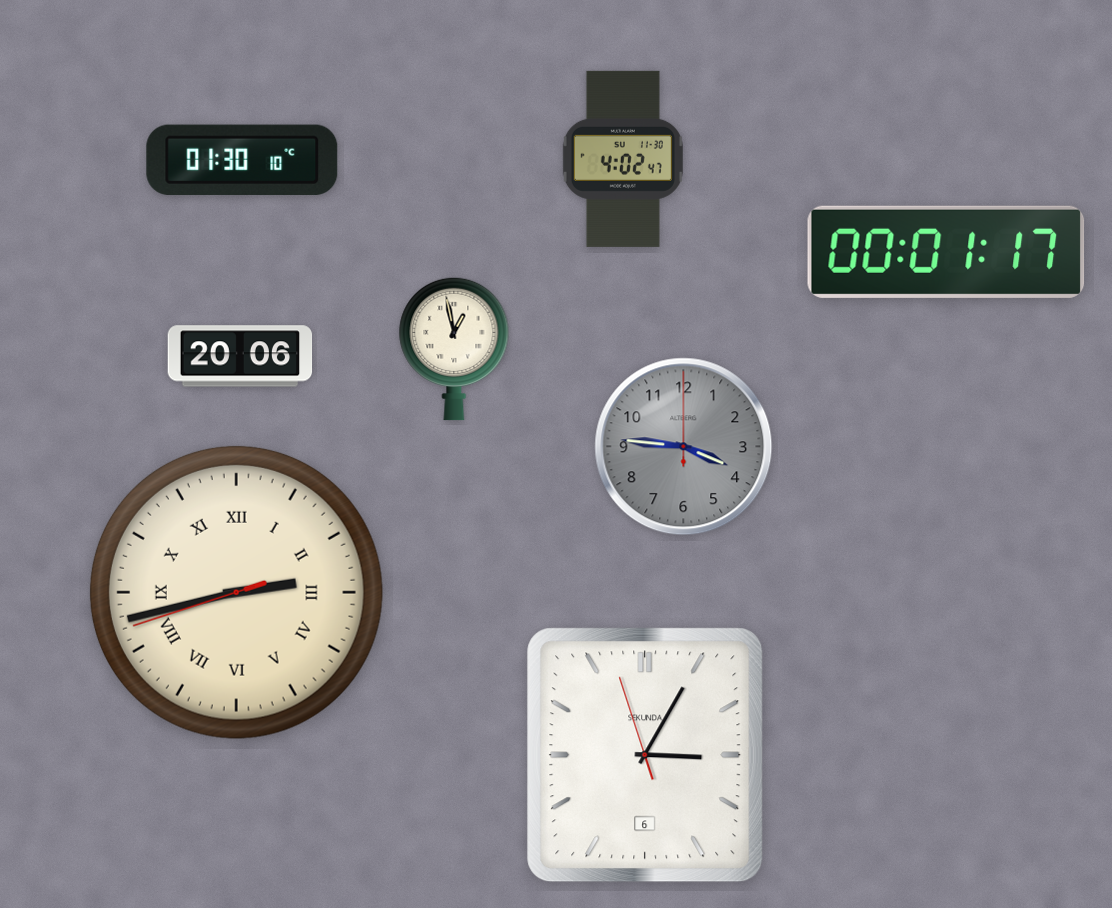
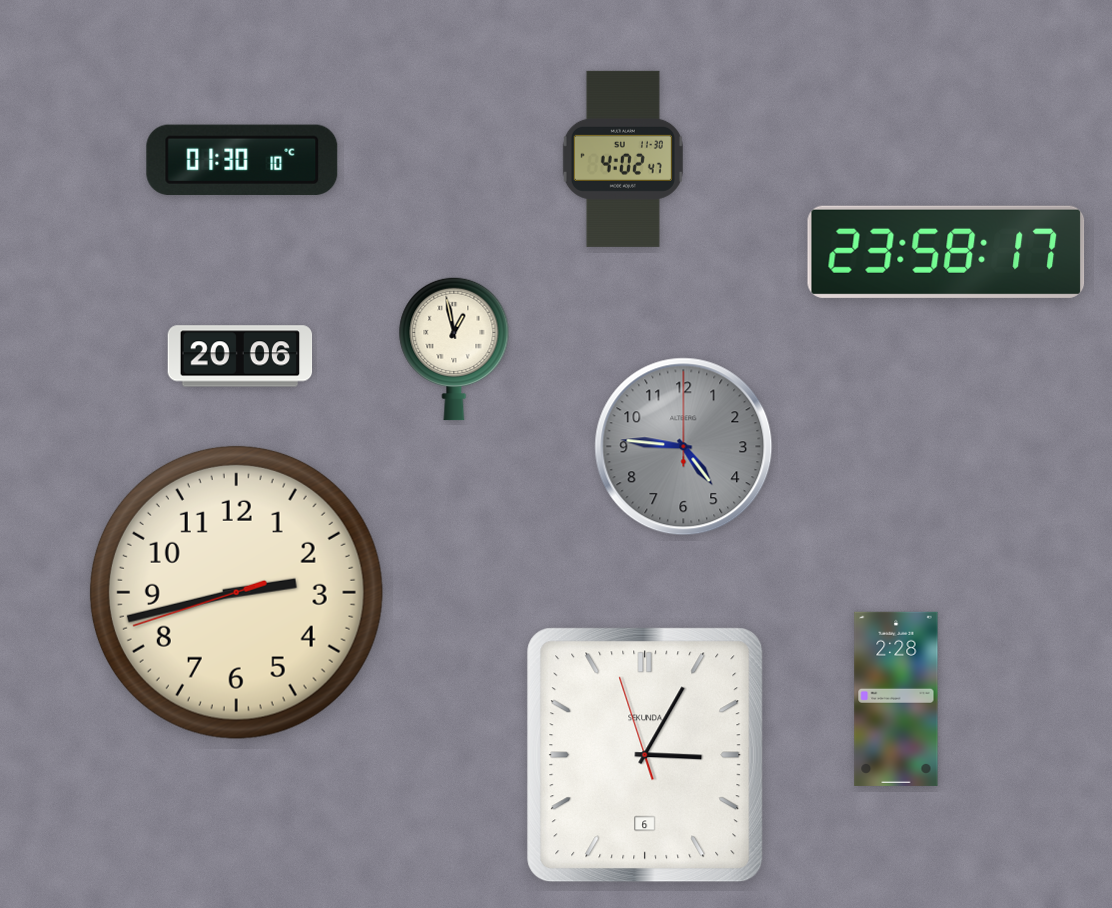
clock at (946, 252): 00:01 -> 23:58
clock at (684, 447): 3:46 -> 4:46
clock at (236, 592) numerals: Roman -> Arabic
clock at (896, 699): none -> 2:28
